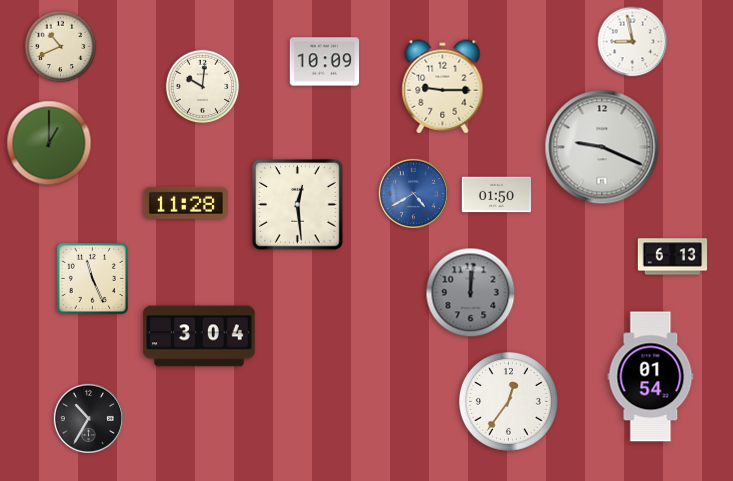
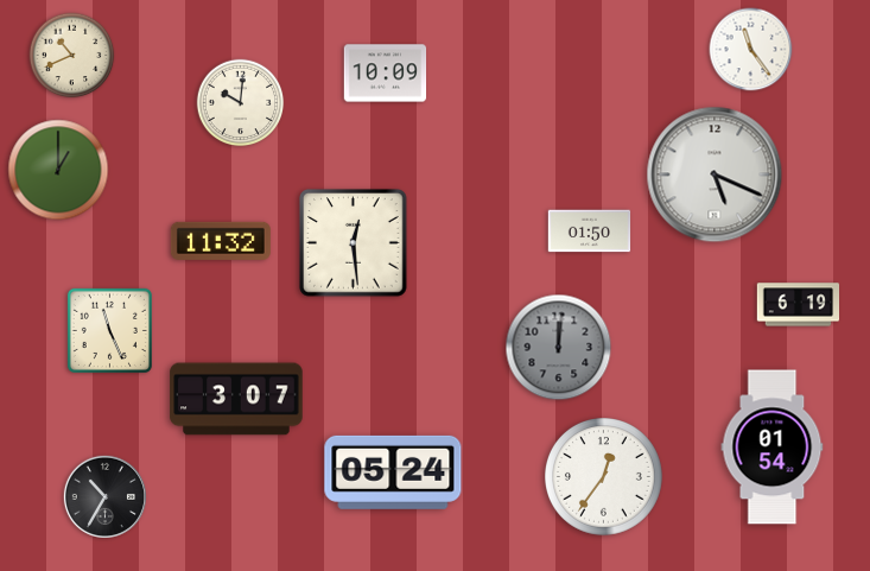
clock at (633, 42): 8:58 -> 11:24
clock at (443, 87): 9:15 -> none
clock at (602, 147): 9:19 -> 5:19
clock at (413, 193): 4:40 -> none
clock at (186, 203): 11:28 -> 11:32
clock at (673, 257): 6:13 -> 6:19
clock at (199, 336): 3:04 -> 3:07
clock at (393, 472): none -> 05:24
